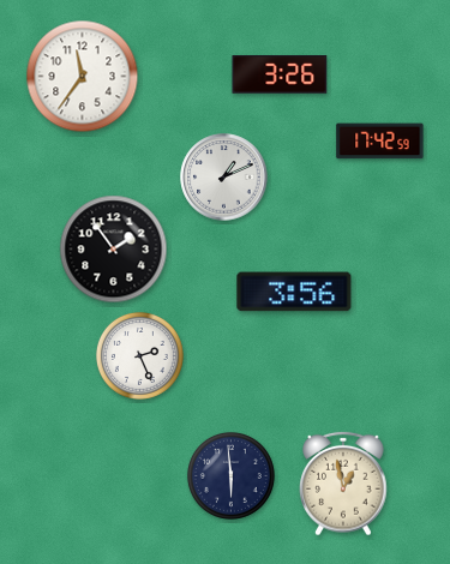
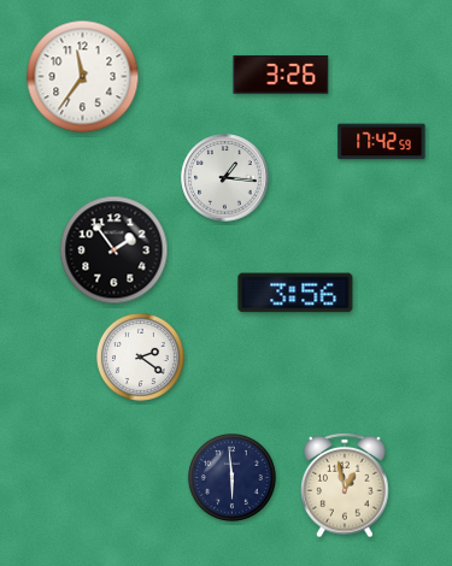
clock at (224, 178): 1:11 -> 1:16
clock at (139, 355): 2:26 -> 2:21
